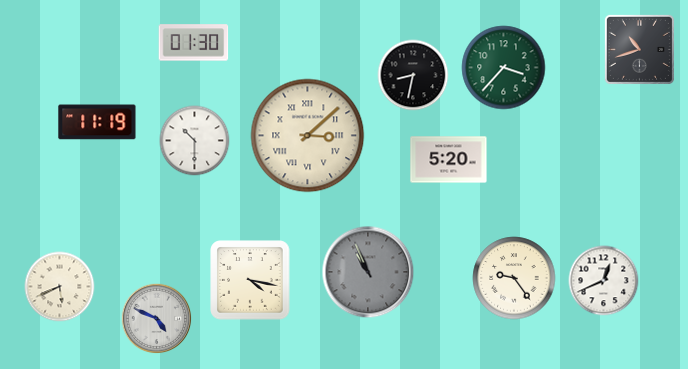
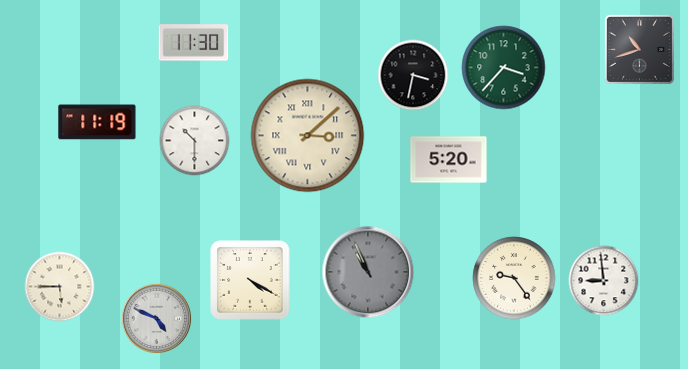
clock at (194, 43): 01:30 -> 11:30
clock at (413, 75): 8:32 -> 3:32
clock at (250, 280): 4:17 -> 4:20
clock at (604, 281): 12:41 -> 8:59
clock at (60, 287): 5:41 -> 5:45
